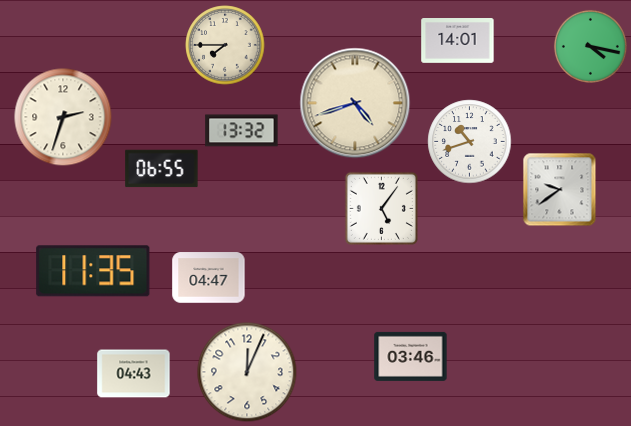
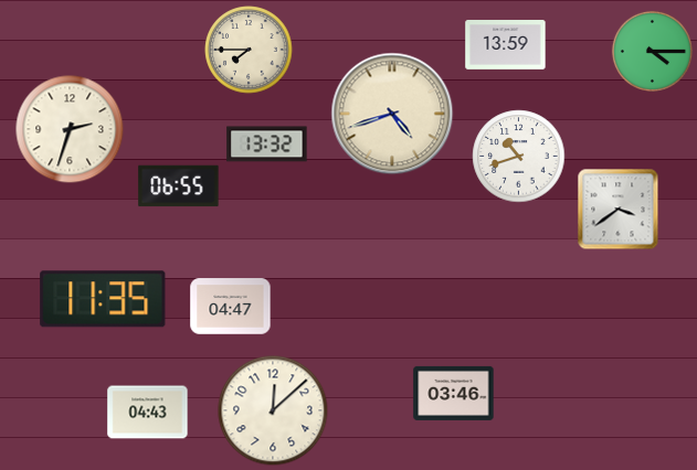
clock at (458, 41): 14:01 -> 13:59
clock at (590, 46): 4:17 -> 4:15
clock at (560, 190): 9:39 -> 3:39
clock at (381, 208): 5:06 -> none
clock at (247, 372): 12:04 -> 12:08
